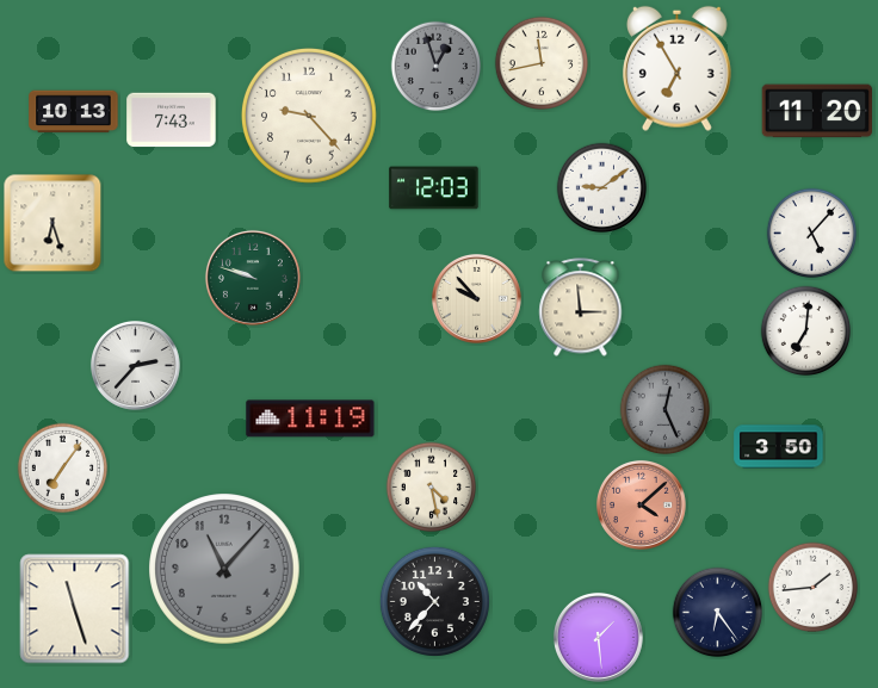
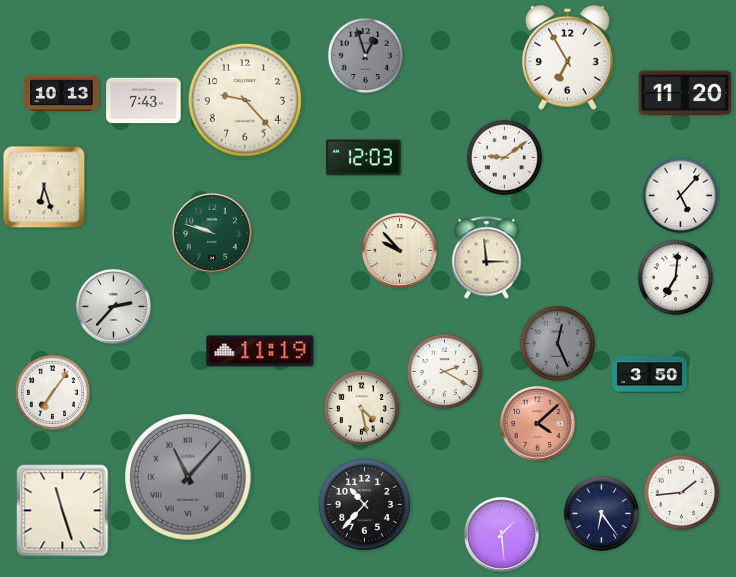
clock at (540, 62): 11:43 -> none
clock at (309, 116) position: (309, 116) -> (245, 100)
clock at (445, 372): none -> 2:20
clock at (779, 447) position: (779, 447) -> (650, 375)
clock at (224, 569) numerals: Arabic -> Roman
